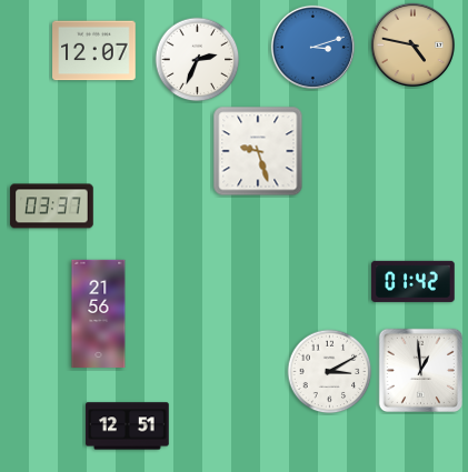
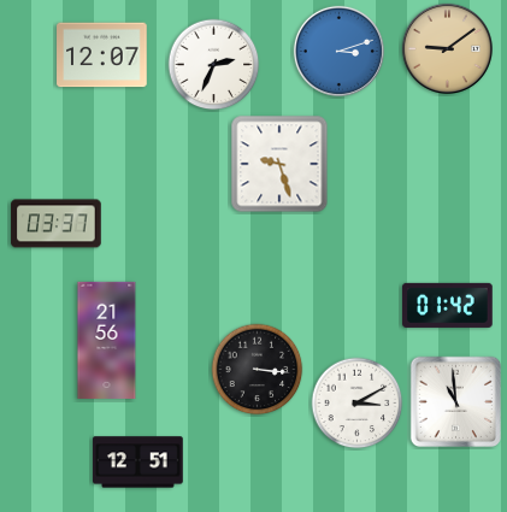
clock at (412, 44): 4:47 -> 9:09
clock at (258, 370): none -> 3:16
clock at (420, 370): 12:59 -> 10:59
